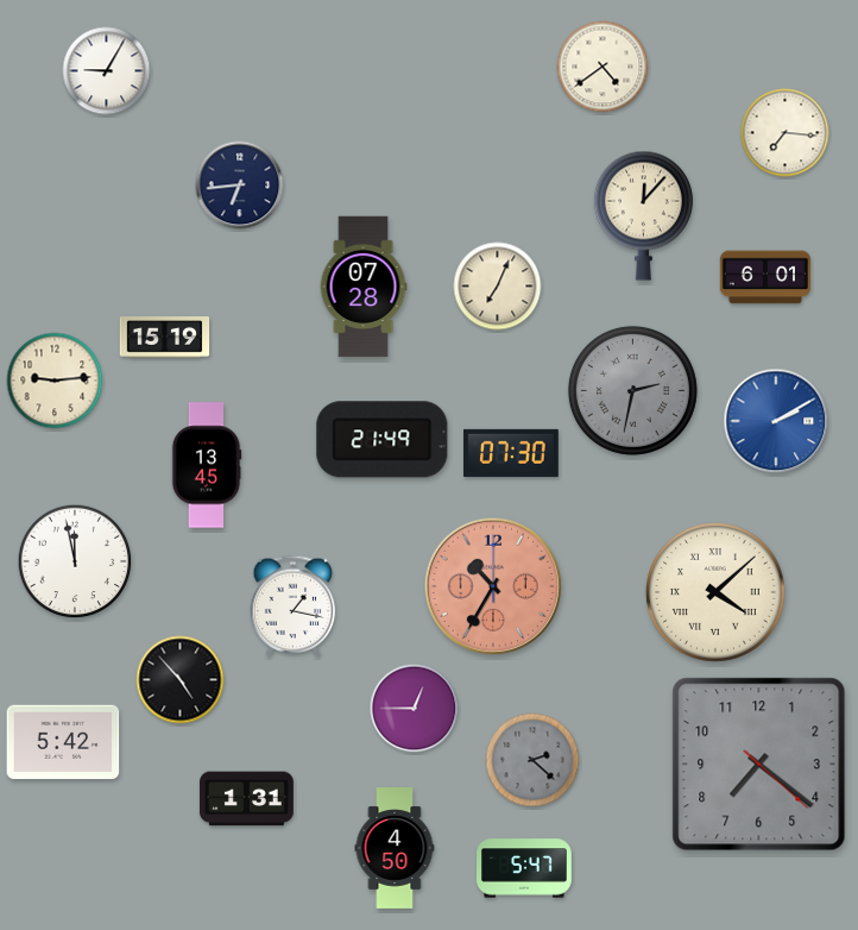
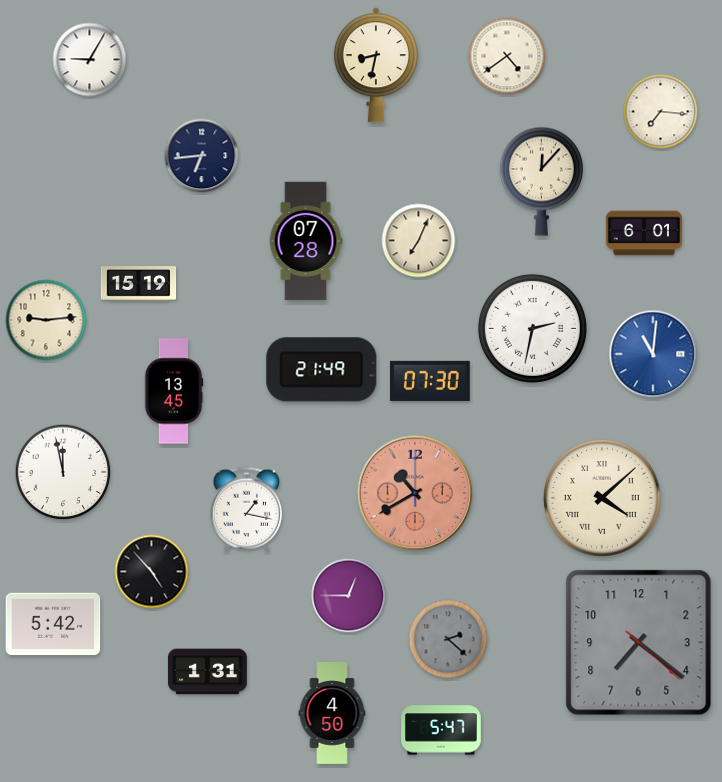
clock at (376, 65): none -> 8:32
clock at (632, 390) dial: grey -> white
clock at (776, 421): 2:10 -> 11:01
clock at (493, 586): 10:35 -> 10:40
